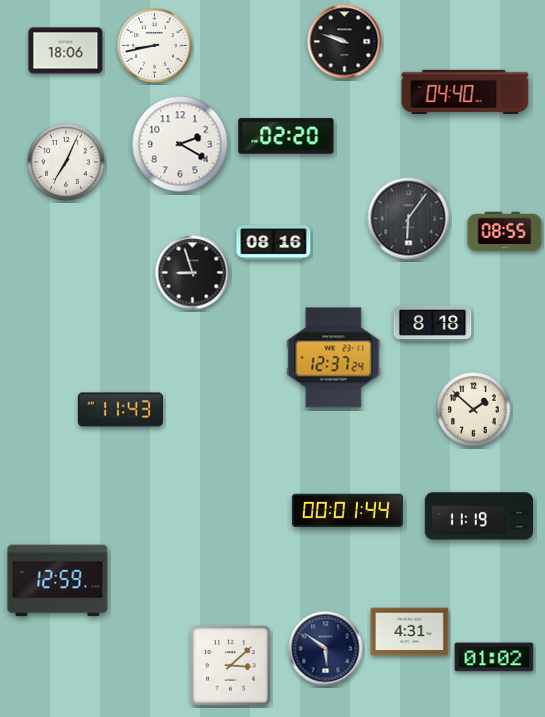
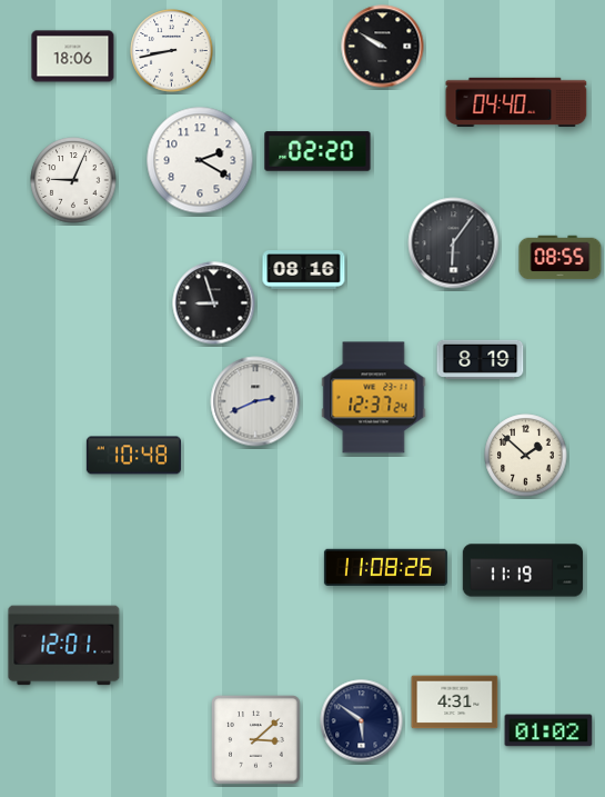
clock at (345, 42): 9:48 -> 9:50
clock at (66, 162): 7:04 -> 9:04
clock at (433, 323): 8:18 -> 8:19
clock at (334, 358) position: (334, 358) -> (374, 398)
clock at (255, 401): none -> 2:41
clock at (120, 410): 11:43 -> 10:48
clock at (347, 511): 00:01 -> 11:08
clock at (479, 516) position: (479, 516) -> (523, 570)
clock at (58, 581): 12:59 -> 12:01
